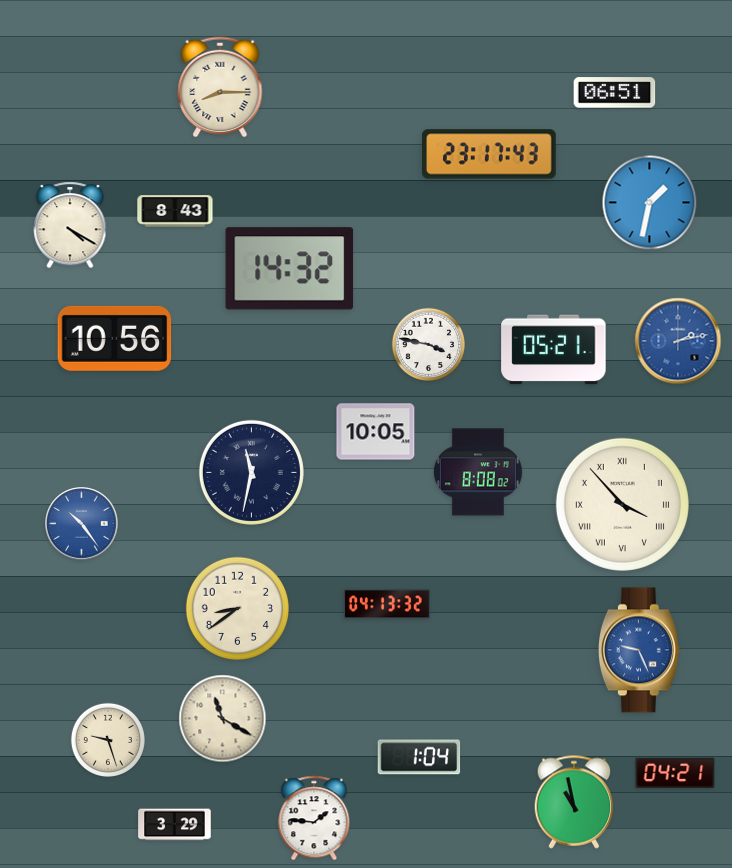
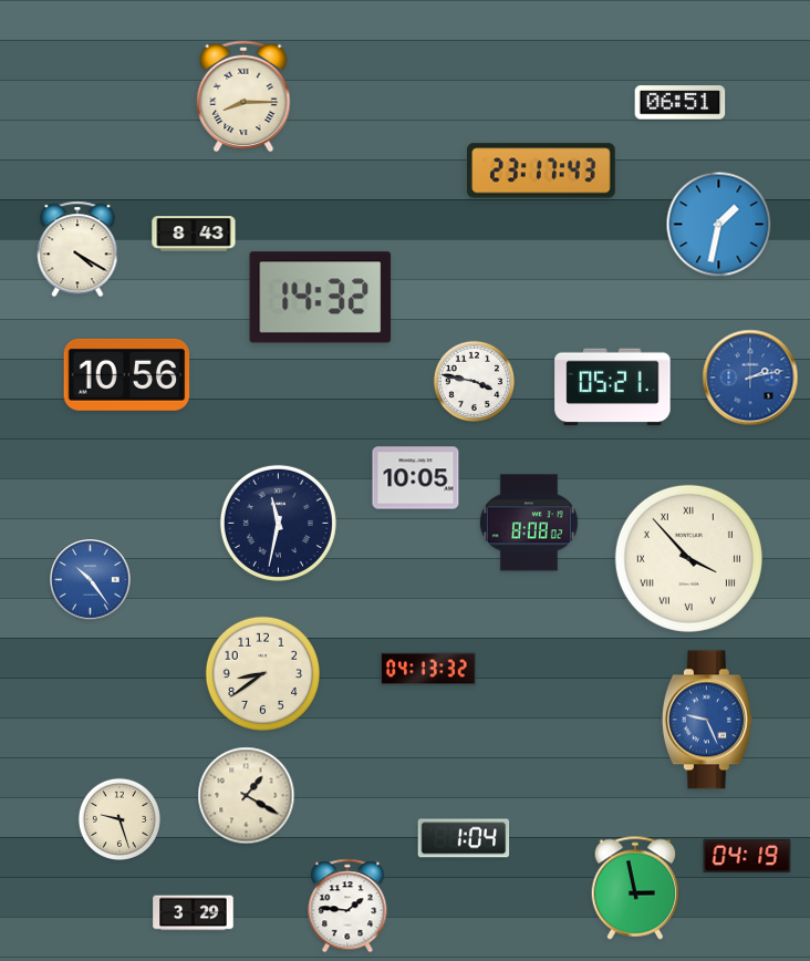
clock at (223, 719): 11:20 -> 1:20
clock at (675, 773): 04:21 -> 04:19
clock at (574, 802): 10:58 -> 2:58
